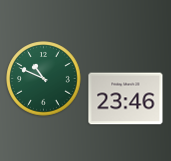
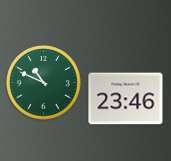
clock at (44, 79) position: (44, 79) -> (44, 83)
